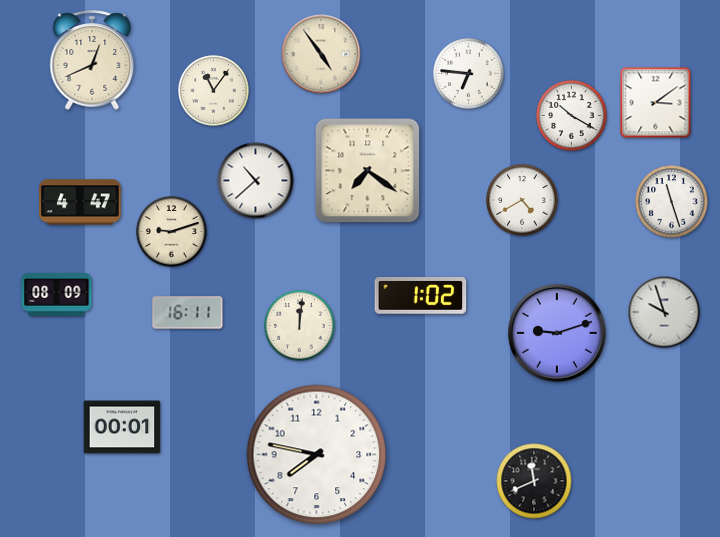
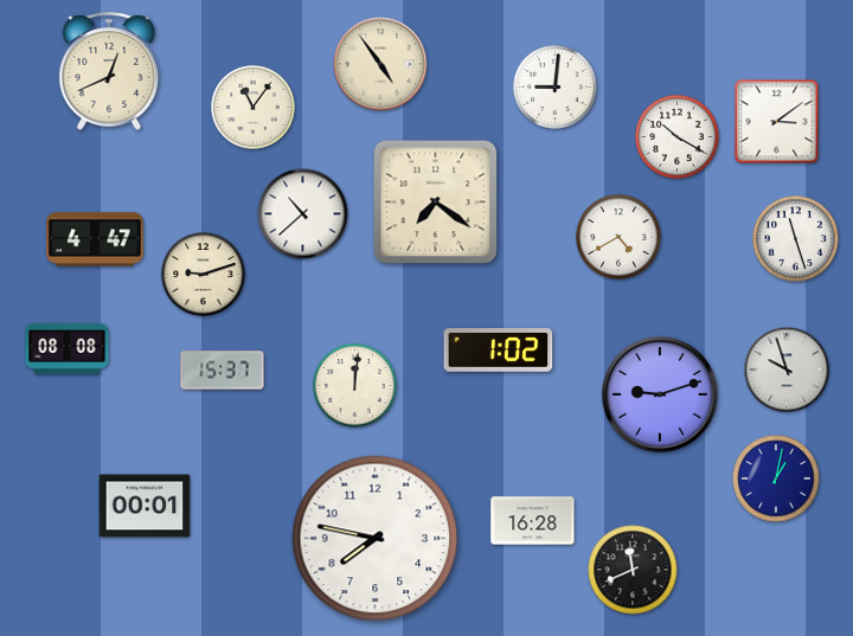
clock at (469, 74): 6:46 -> 9:01
clock at (57, 294): 08:09 -> 08:08
clock at (188, 313): 16:11 -> 15:37
clock at (776, 478): none -> 1:02
clock at (533, 521): none -> 16:28
